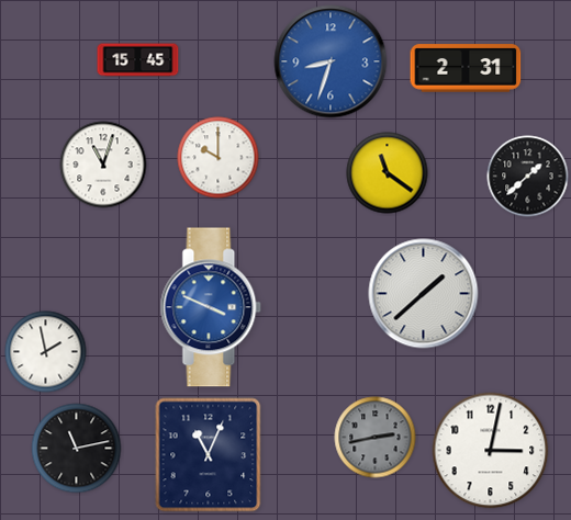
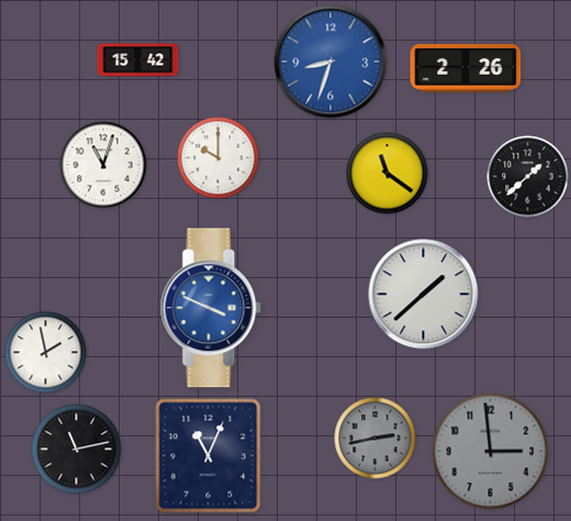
clock at (138, 60): 15:45 -> 15:42
clock at (466, 68): 2:31 -> 2:26
clock at (491, 451): 3:02 -> 2:59
clock at (491, 451) dial: white -> grey
